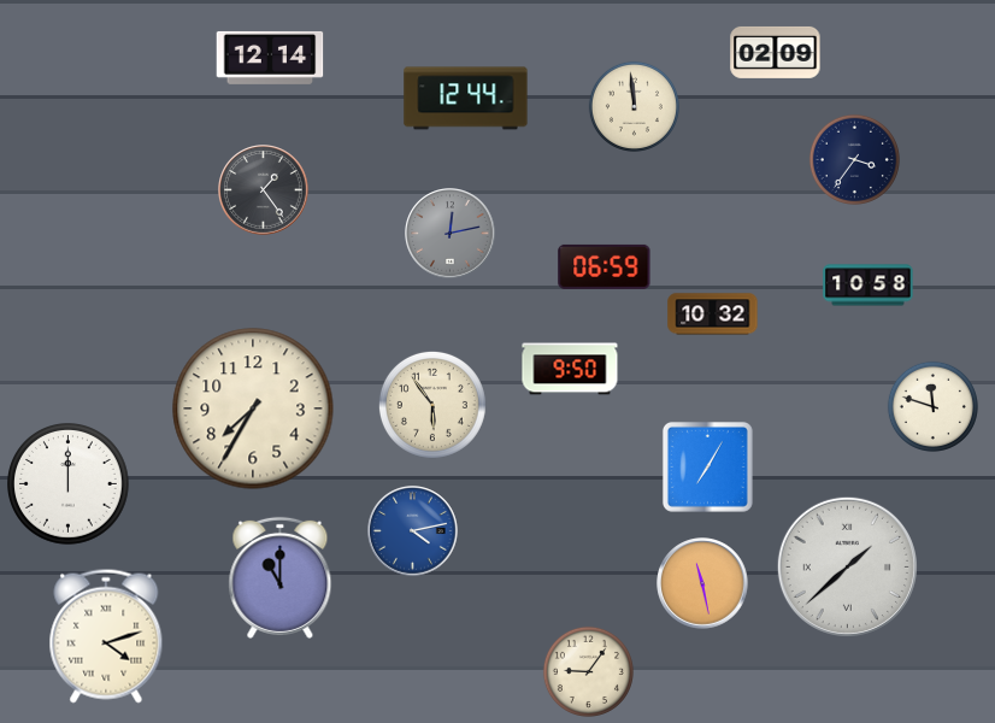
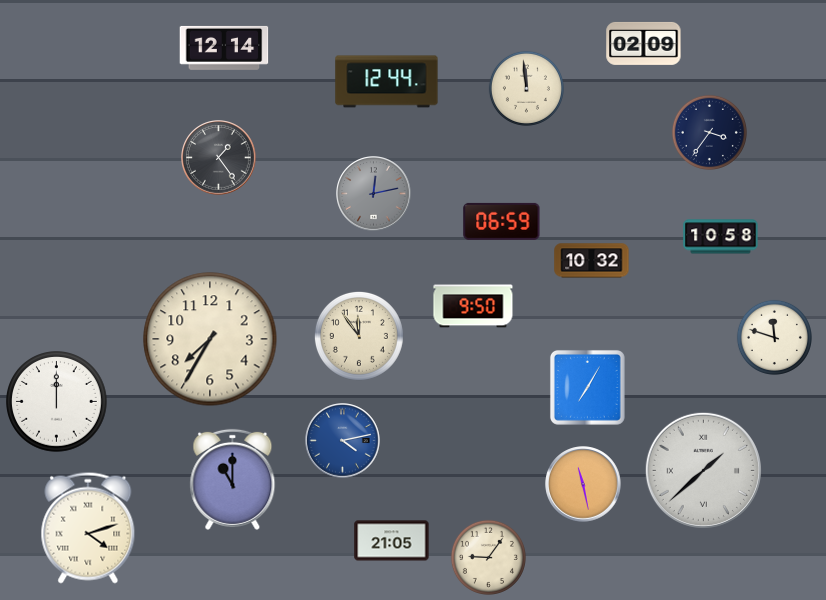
clock at (432, 405): 5:54 -> 11:54
clock at (392, 541): none -> 21:05
